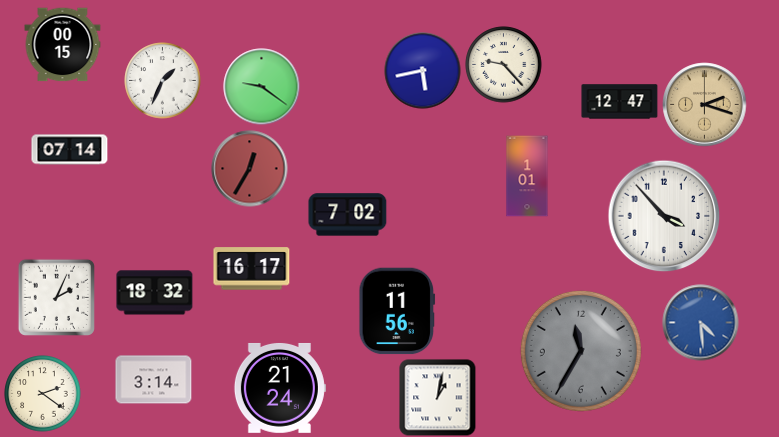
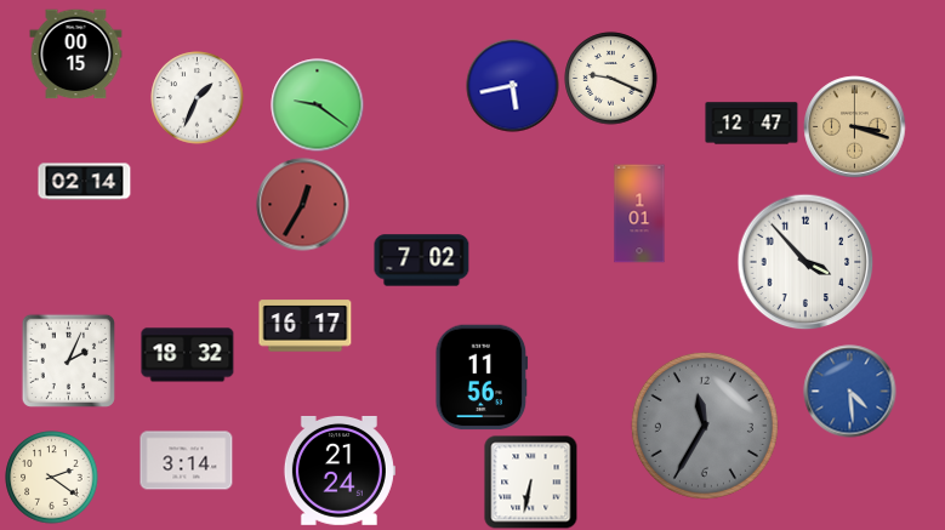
clock at (504, 65): 9:23 -> 9:19
clock at (705, 105): 2:18 -> 3:18
clock at (70, 150): 07:14 -> 02:14
clock at (438, 398): 1:02 -> 6:32
